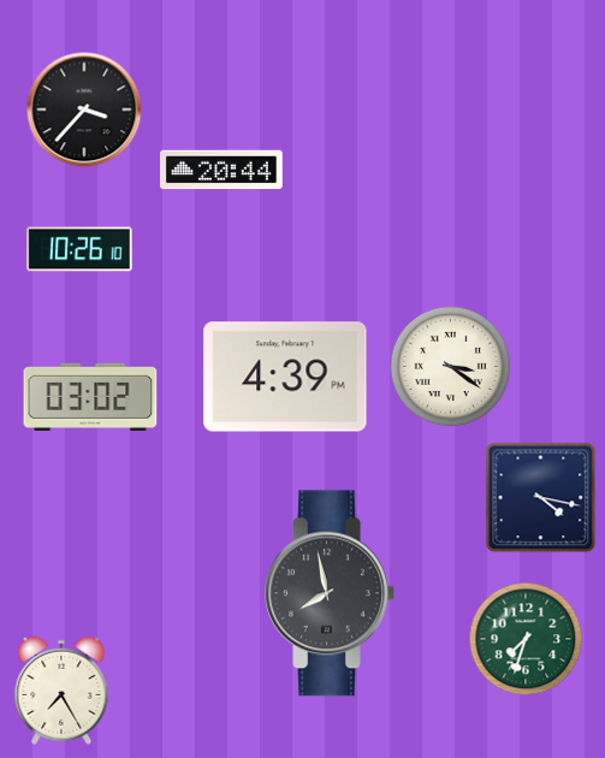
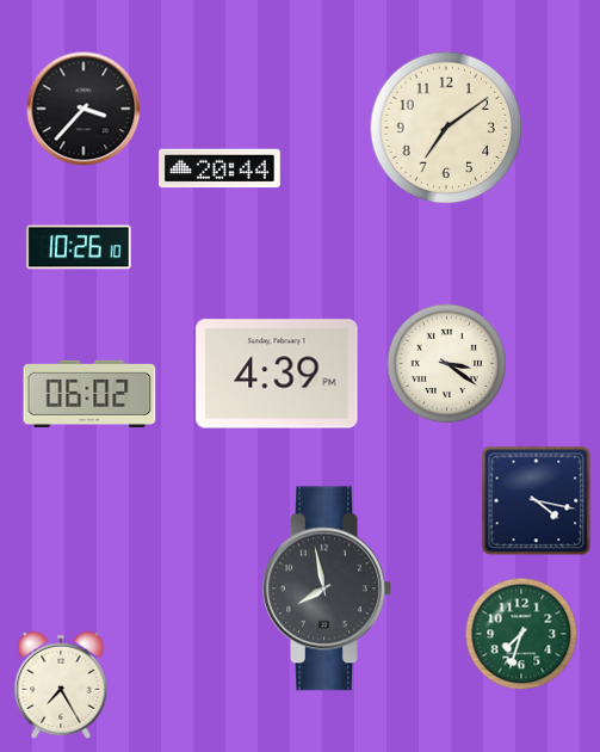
clock at (446, 128): none -> 7:09
clock at (285, 377) position: (285, 377) -> (277, 374)
clock at (90, 397): 03:02 -> 06:02
clock at (541, 498) position: (541, 498) -> (537, 501)
